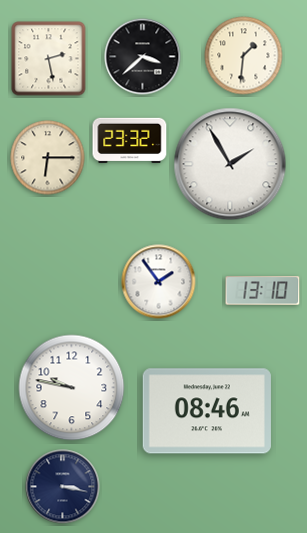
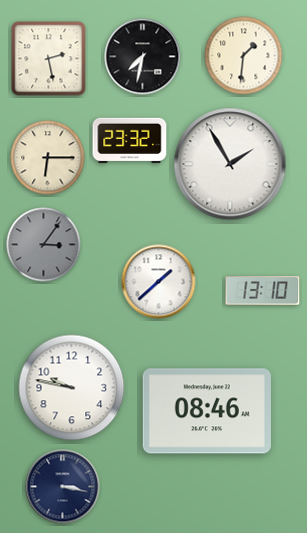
clock at (143, 57): 3:38 -> 7:32
clock at (44, 245): none -> 3:06
clock at (159, 282): 1:54 -> 1:38
